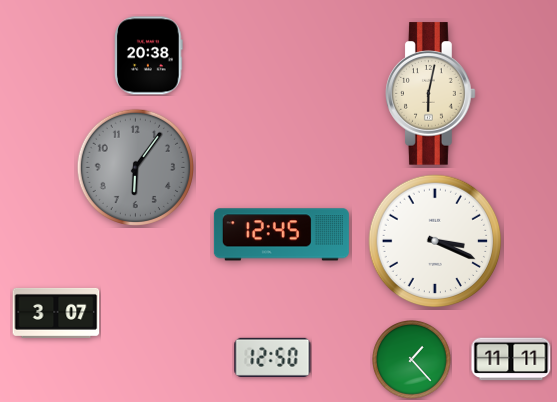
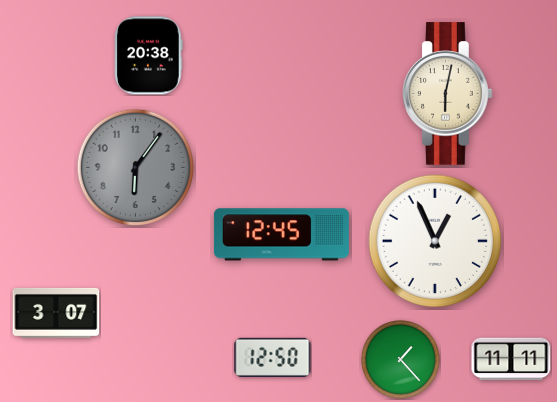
clock at (431, 94) position: (431, 94) -> (448, 94)
clock at (435, 241): 3:19 -> 12:56
clock at (412, 360) position: (412, 360) -> (401, 360)
